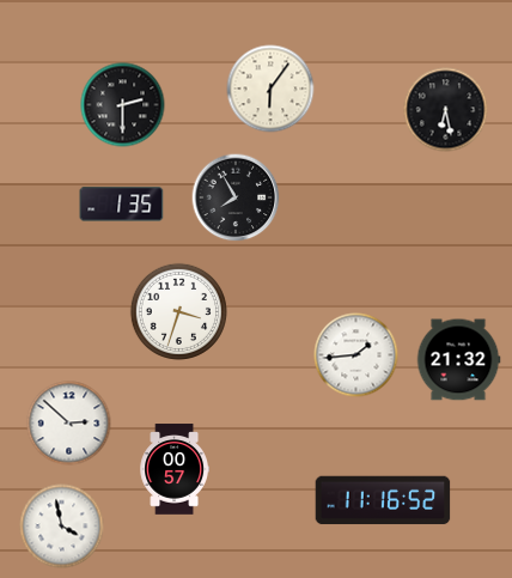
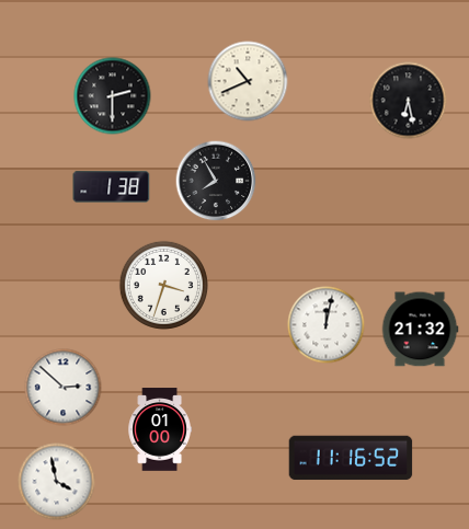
clock at (270, 89): 6:06 -> 10:41
clock at (122, 205): 1:35 -> 1:38
clock at (356, 355): 1:44 -> 12:02
clock at (173, 469): 00:57 -> 01:00
